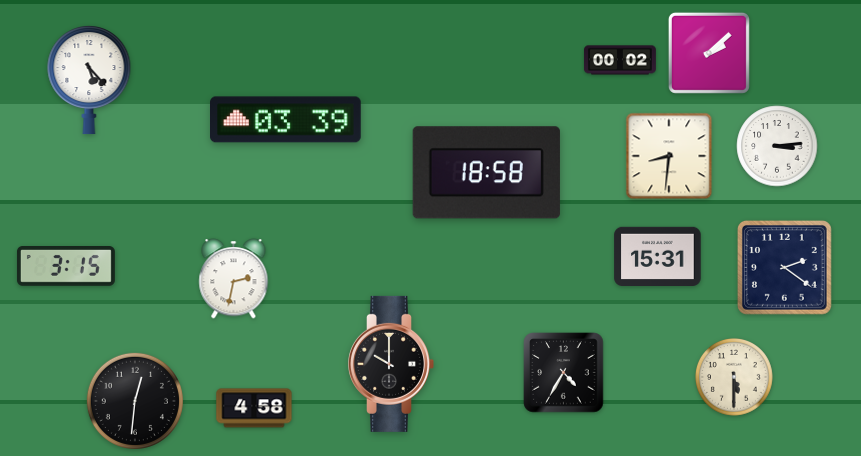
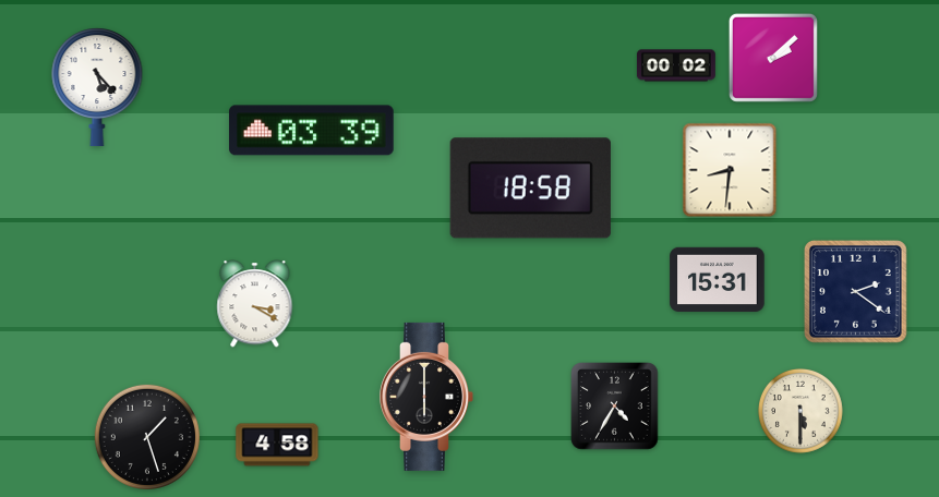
clock at (777, 146): 3:14 -> none
clock at (66, 267): 3:15 -> none
clock at (234, 279): 2:32 -> 3:20
clock at (391, 364): 10:00 -> 6:00
clock at (135, 401): 12:31 -> 1:27
